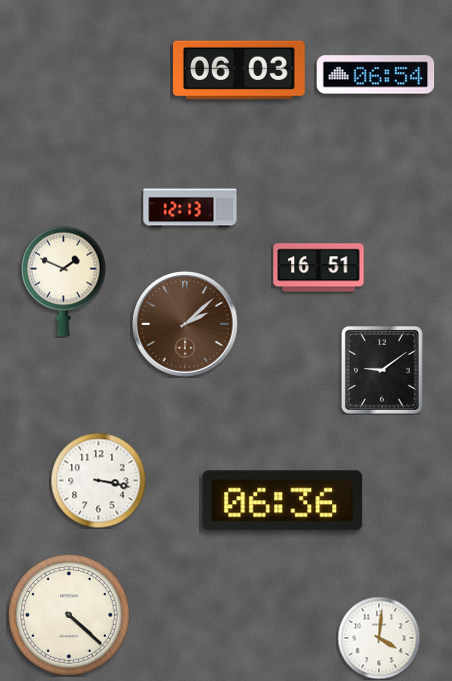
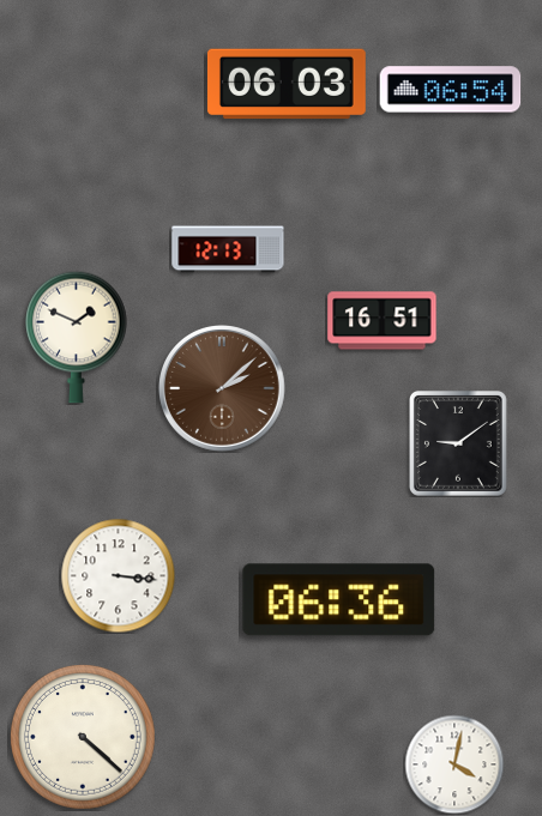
clock at (98, 480): 3:17 -> 3:16
clock at (379, 638): 4:01 -> 4:02
